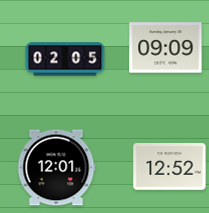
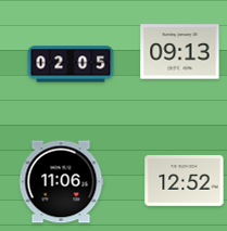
clock at (166, 48): 09:09 -> 09:13
clock at (56, 168): 12:01 -> 11:06
